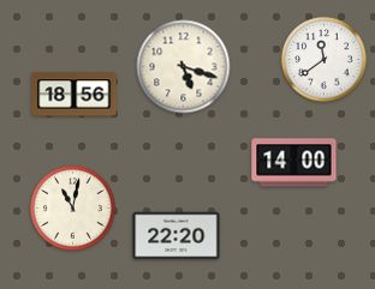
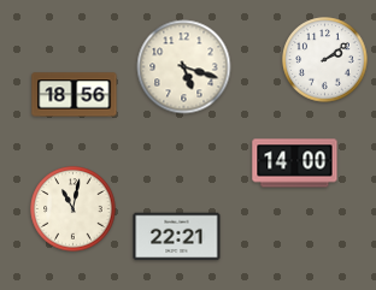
clock at (325, 60): 11:39 -> 2:09
clock at (177, 236): 22:20 -> 22:21
